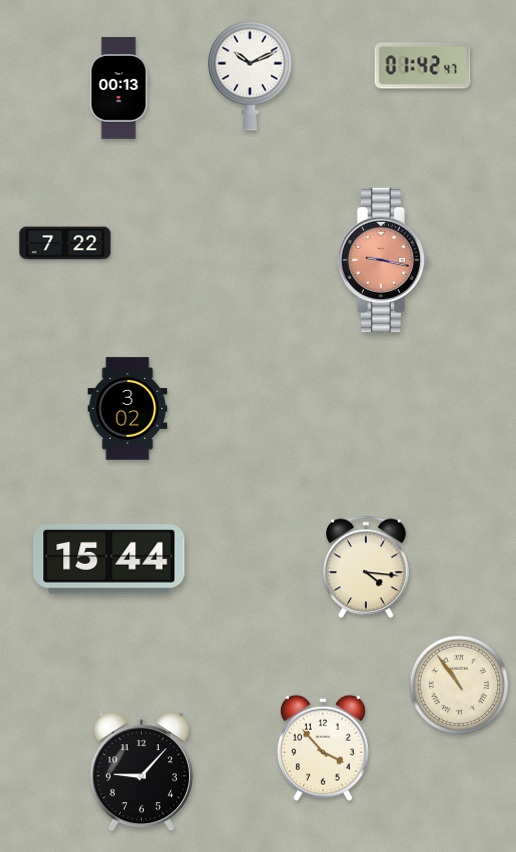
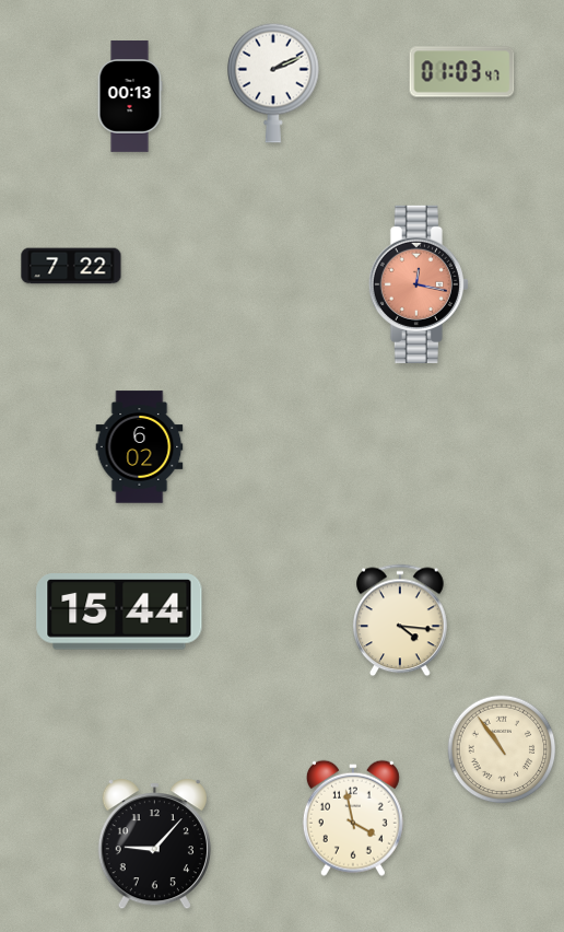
clock at (423, 66): 01:42 -> 01:03
clock at (250, 76): 10:11 -> 2:11
clock at (383, 260): 9:17 -> 12:17
clock at (128, 409): 3:02 -> 6:02
clock at (323, 748): 3:53 -> 3:58
